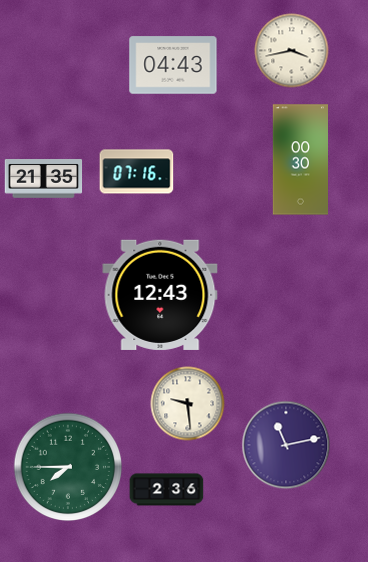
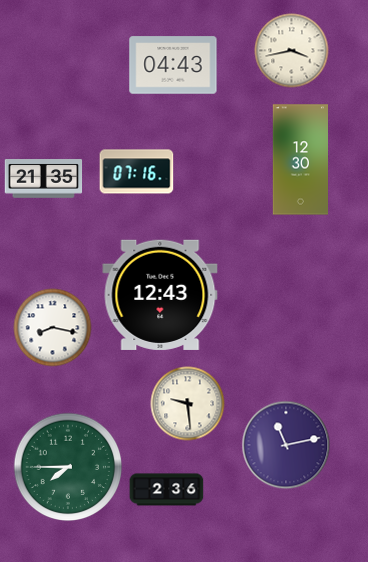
clock at (300, 160): 00:30 -> 12:30
clock at (53, 328): none -> 8:17
